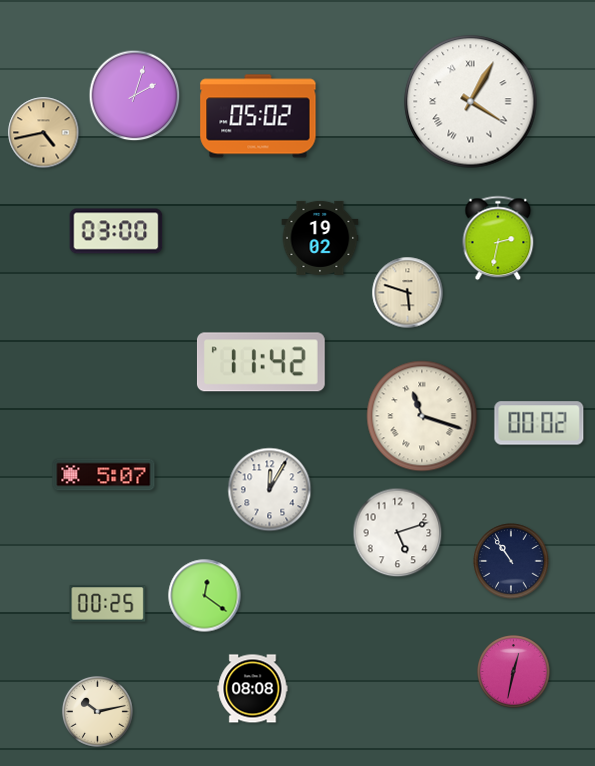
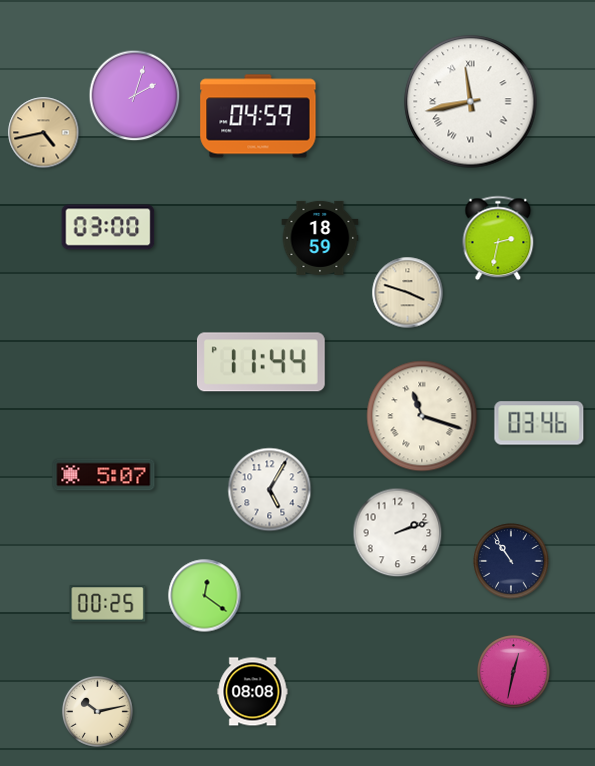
clock at (471, 102): 4:05 -> 11:43
clock at (258, 116): 05:02 -> 04:59
clock at (116, 231) position: (116, 231) -> (108, 227)
clock at (320, 238): 19:02 -> 18:59
clock at (408, 293): 5:48 -> 3:48
clock at (261, 362): 11:42 -> 11:44
clock at (539, 423): 00:02 -> 03:46
clock at (270, 490): 12:05 -> 5:05
clock at (398, 533): 5:12 -> 2:12
clock at (253, 689) position: (253, 689) -> (253, 692)
